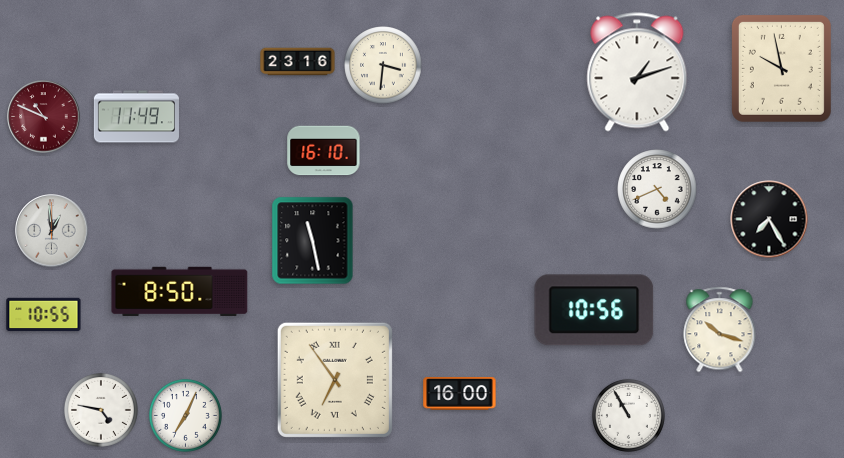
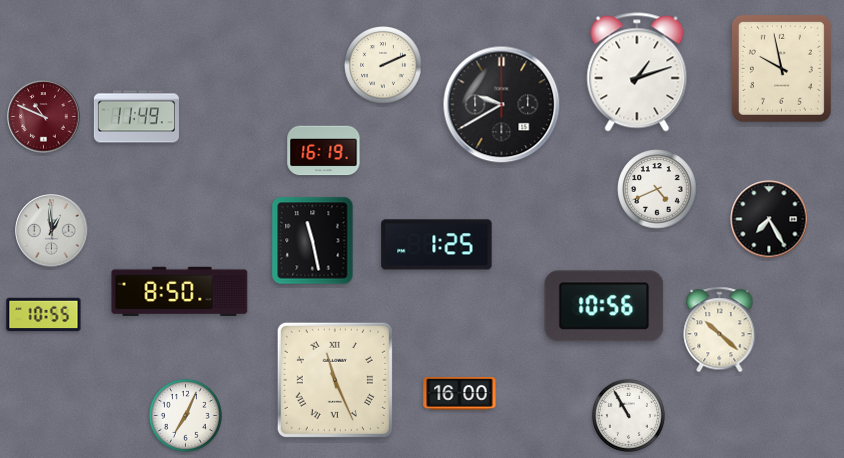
clock at (298, 62): 23:16 -> none
clock at (383, 65): 3:31 -> 2:11
clock at (502, 105): none -> 9:40
clock at (324, 151): 16:10 -> 16:19
clock at (437, 245): none -> 1:25
clock at (594, 310) position: (594, 310) -> (604, 306)
clock at (720, 330): 10:18 -> 10:22
clock at (335, 380): 6:54 -> 11:26
clock at (101, 410): 4:47 -> none
